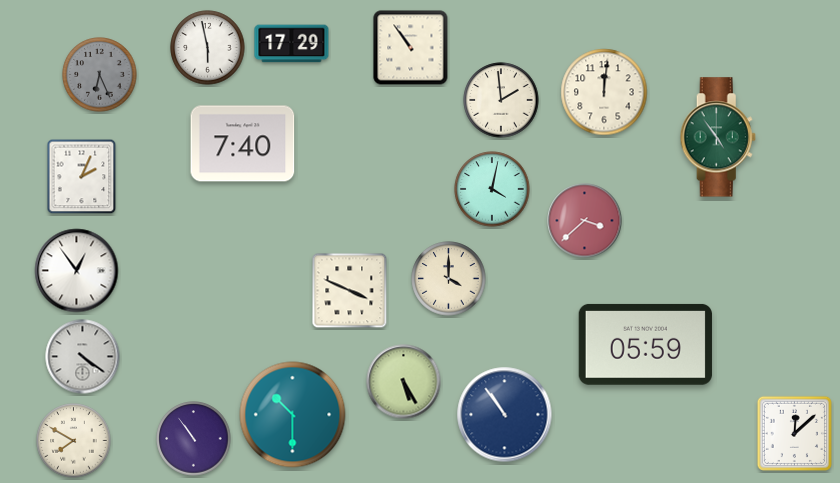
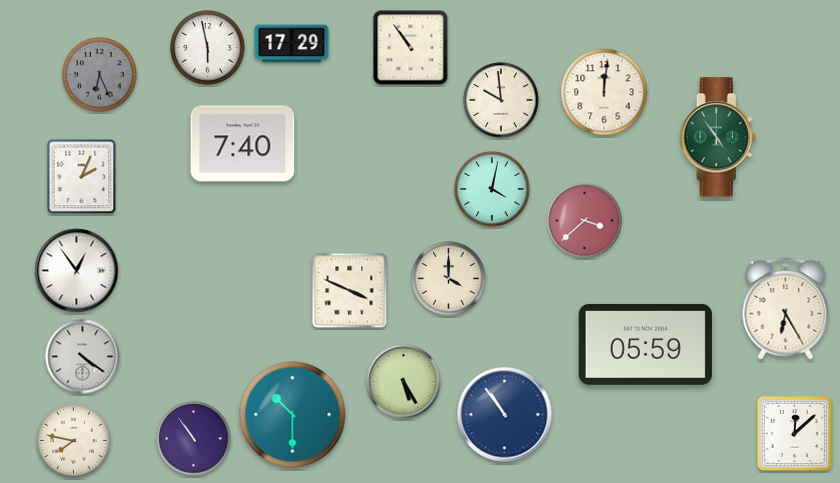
clock at (501, 100): 1:59 -> 9:59
clock at (786, 308): none -> 6:25
clock at (74, 441): 7:50 -> 7:47
